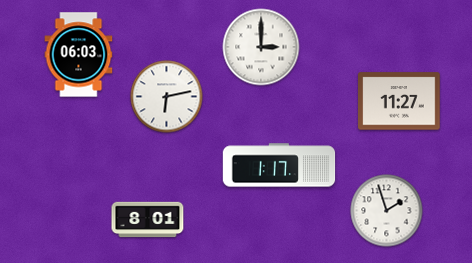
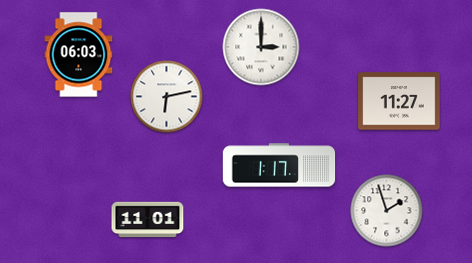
clock at (148, 220): 8:01 -> 11:01
